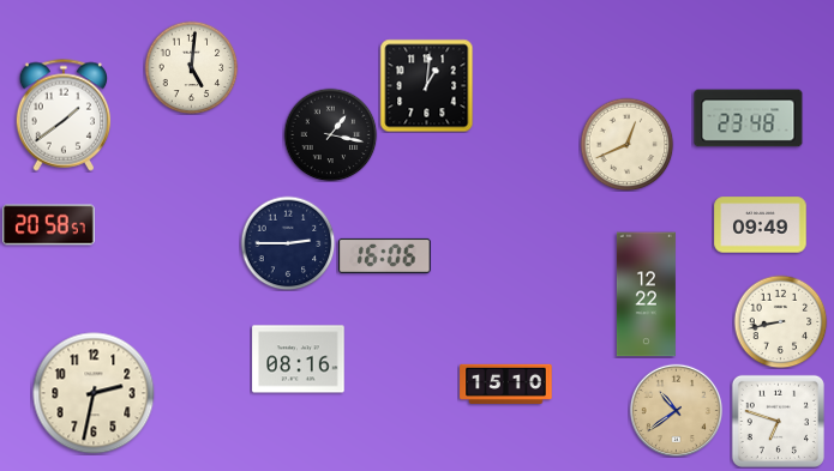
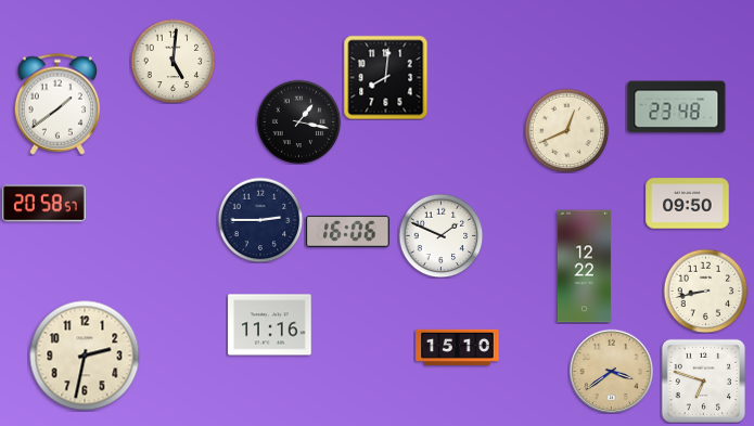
clock at (426, 85): 1:01 -> 8:01
clock at (761, 225): 09:49 -> 09:50
clock at (440, 235): none -> 1:49
clock at (299, 360): 08:16 -> 11:16
clock at (676, 410): 10:39 -> 3:39
